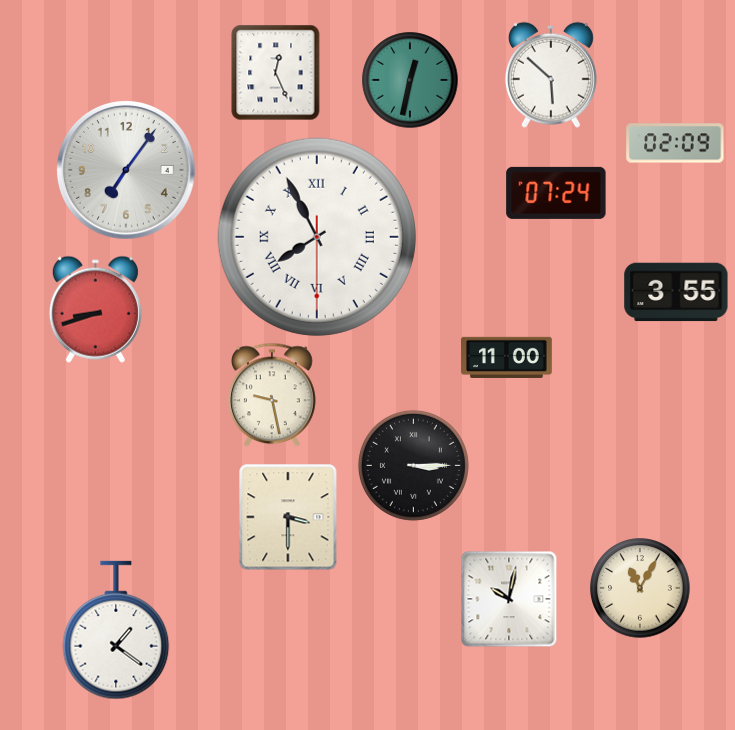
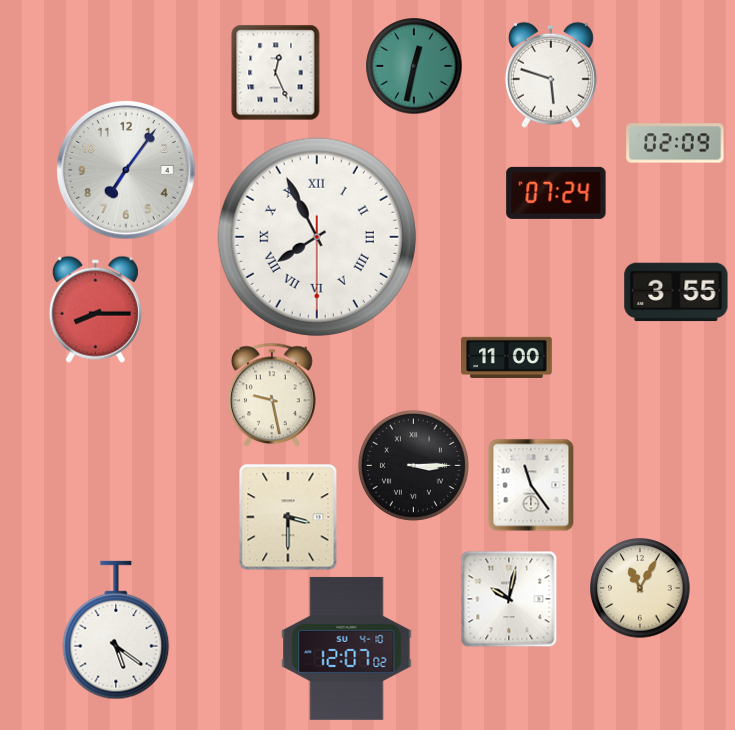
clock at (551, 75): 5:52 -> 5:48
clock at (410, 80) position: (410, 80) -> (414, 66)
clock at (95, 309): 8:42 -> 8:15
clock at (531, 485): none -> 11:24
clock at (116, 630): 1:21 -> 5:21
clock at (347, 648): none -> 12:07
